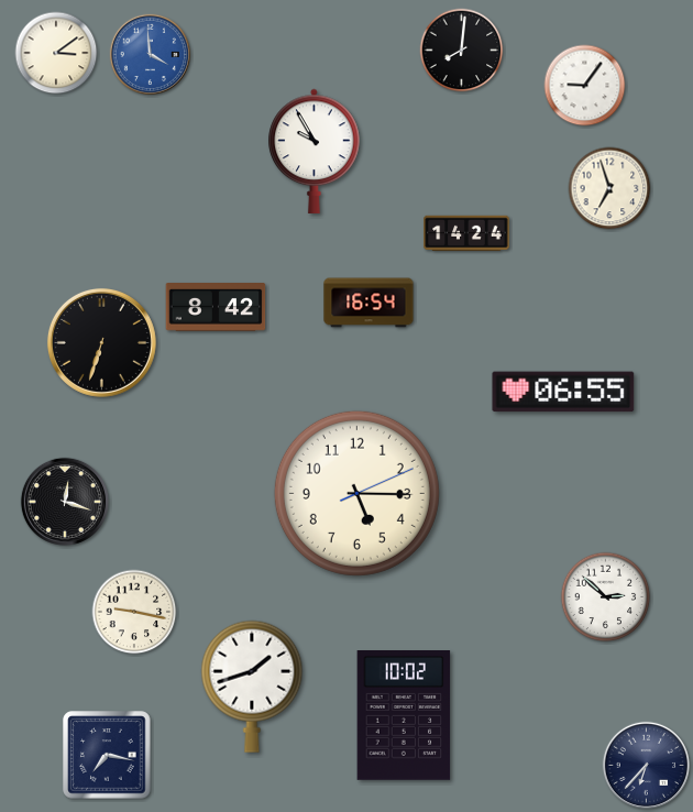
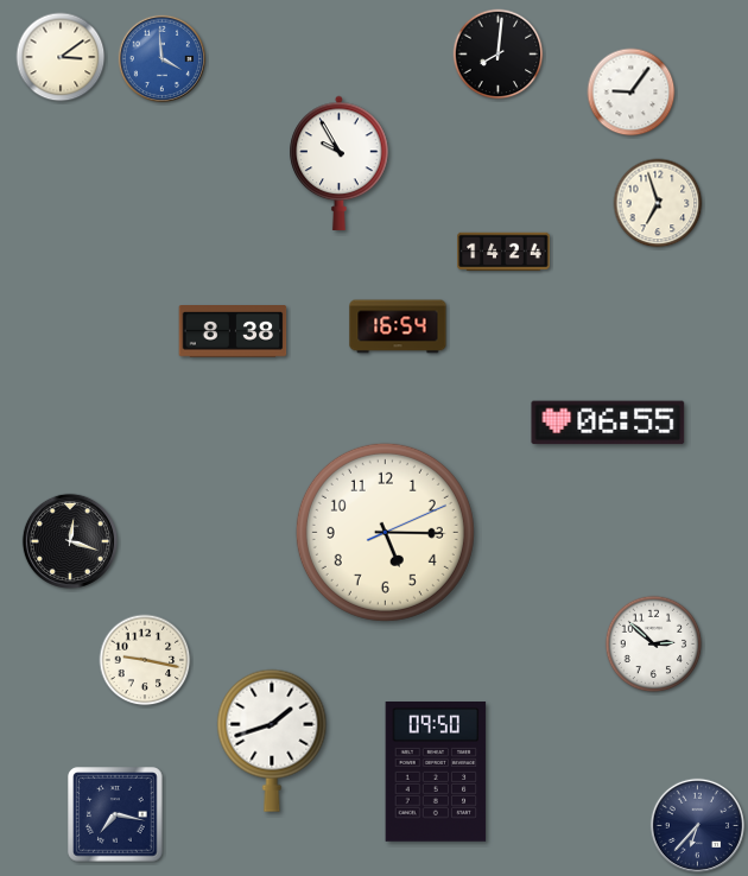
clock at (216, 308): 8:42 -> 8:38
clock at (101, 342): 6:33 -> none
clock at (404, 716): 10:02 -> 09:50
